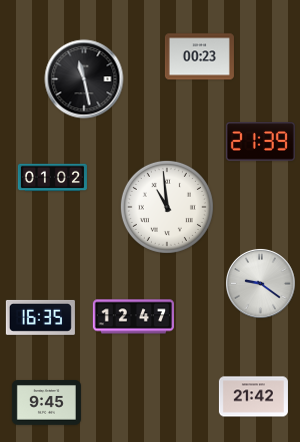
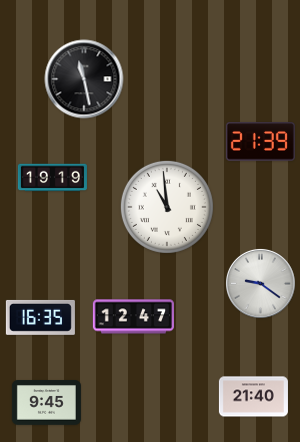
clock at (199, 57): 00:23 -> none
clock at (52, 178): 01:02 -> 19:19
clock at (253, 397): 21:42 -> 21:40
